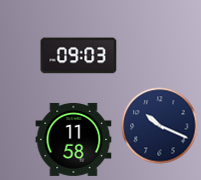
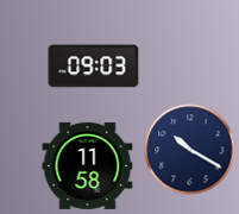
clock at (160, 126): 10:19 -> 10:20
